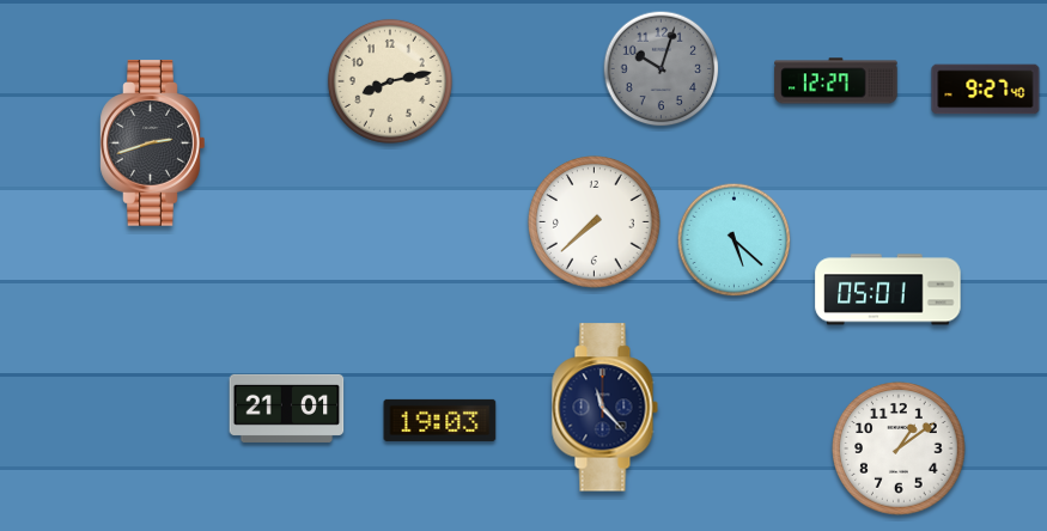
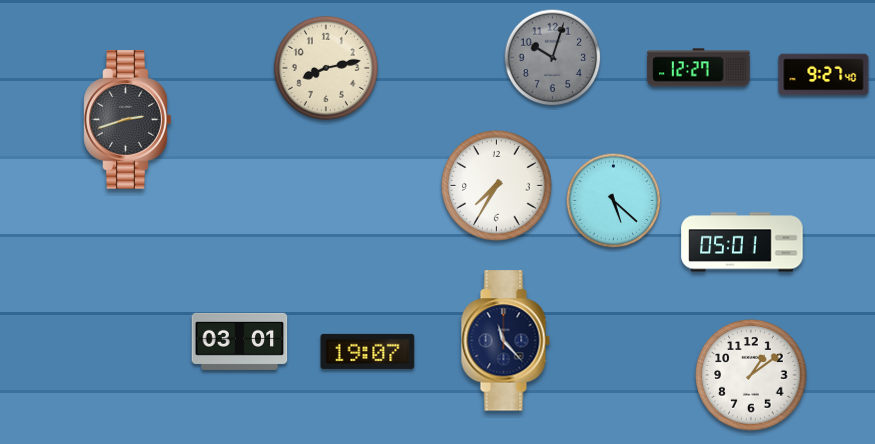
clock at (595, 222): 7:38 -> 7:35
clock at (287, 408): 21:01 -> 03:01
clock at (440, 420): 19:03 -> 19:07
